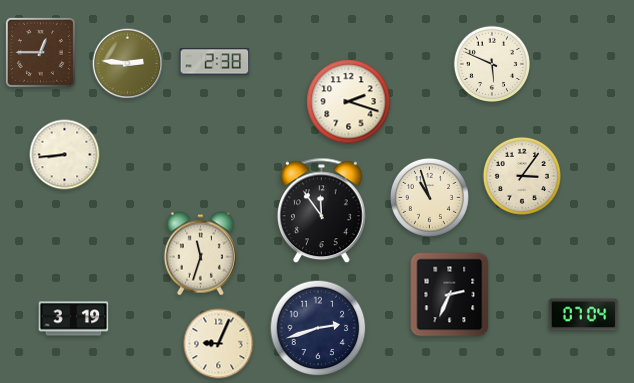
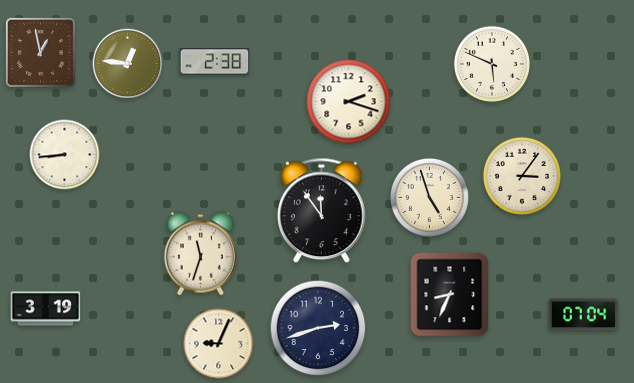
clock at (40, 52): 12:45 -> 12:58
clock at (128, 64): 2:46 -> 12:46
clock at (429, 197): 10:57 -> 4:57
clock at (450, 295): 2:34 -> 8:34
clock at (74, 319) position: (74, 319) -> (46, 309)
